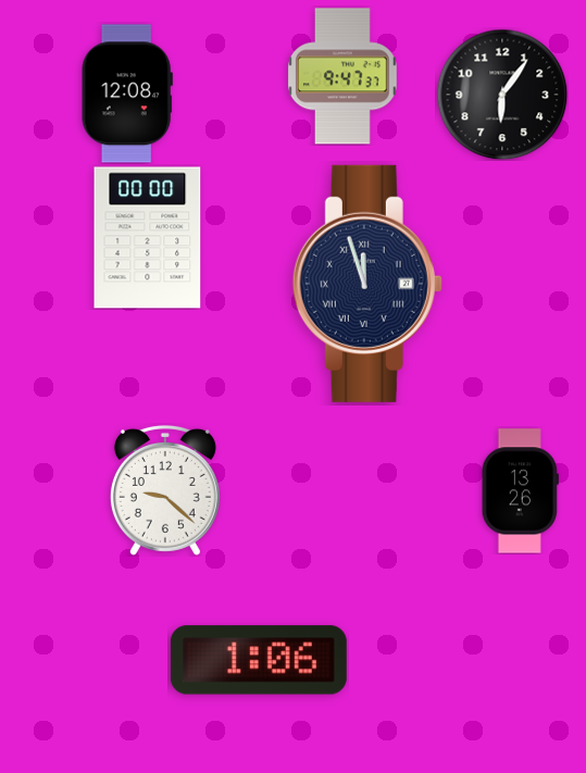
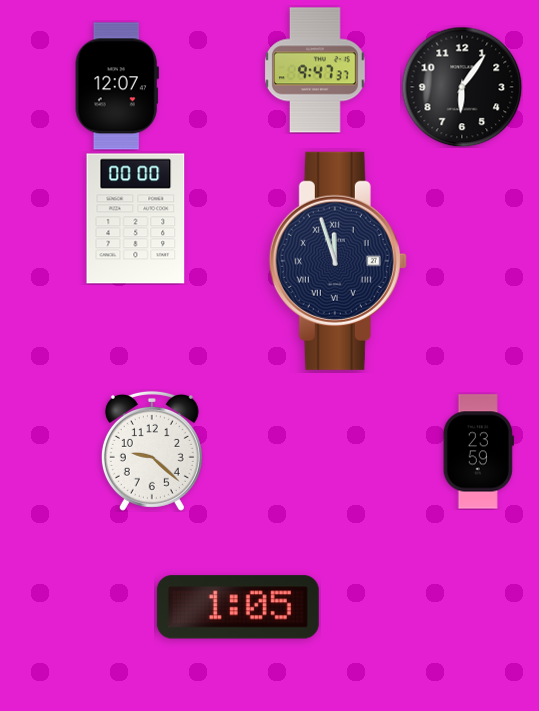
clock at (127, 93): 12:08 -> 12:07
clock at (520, 491): 13:26 -> 23:59
clock at (259, 660): 1:06 -> 1:05
